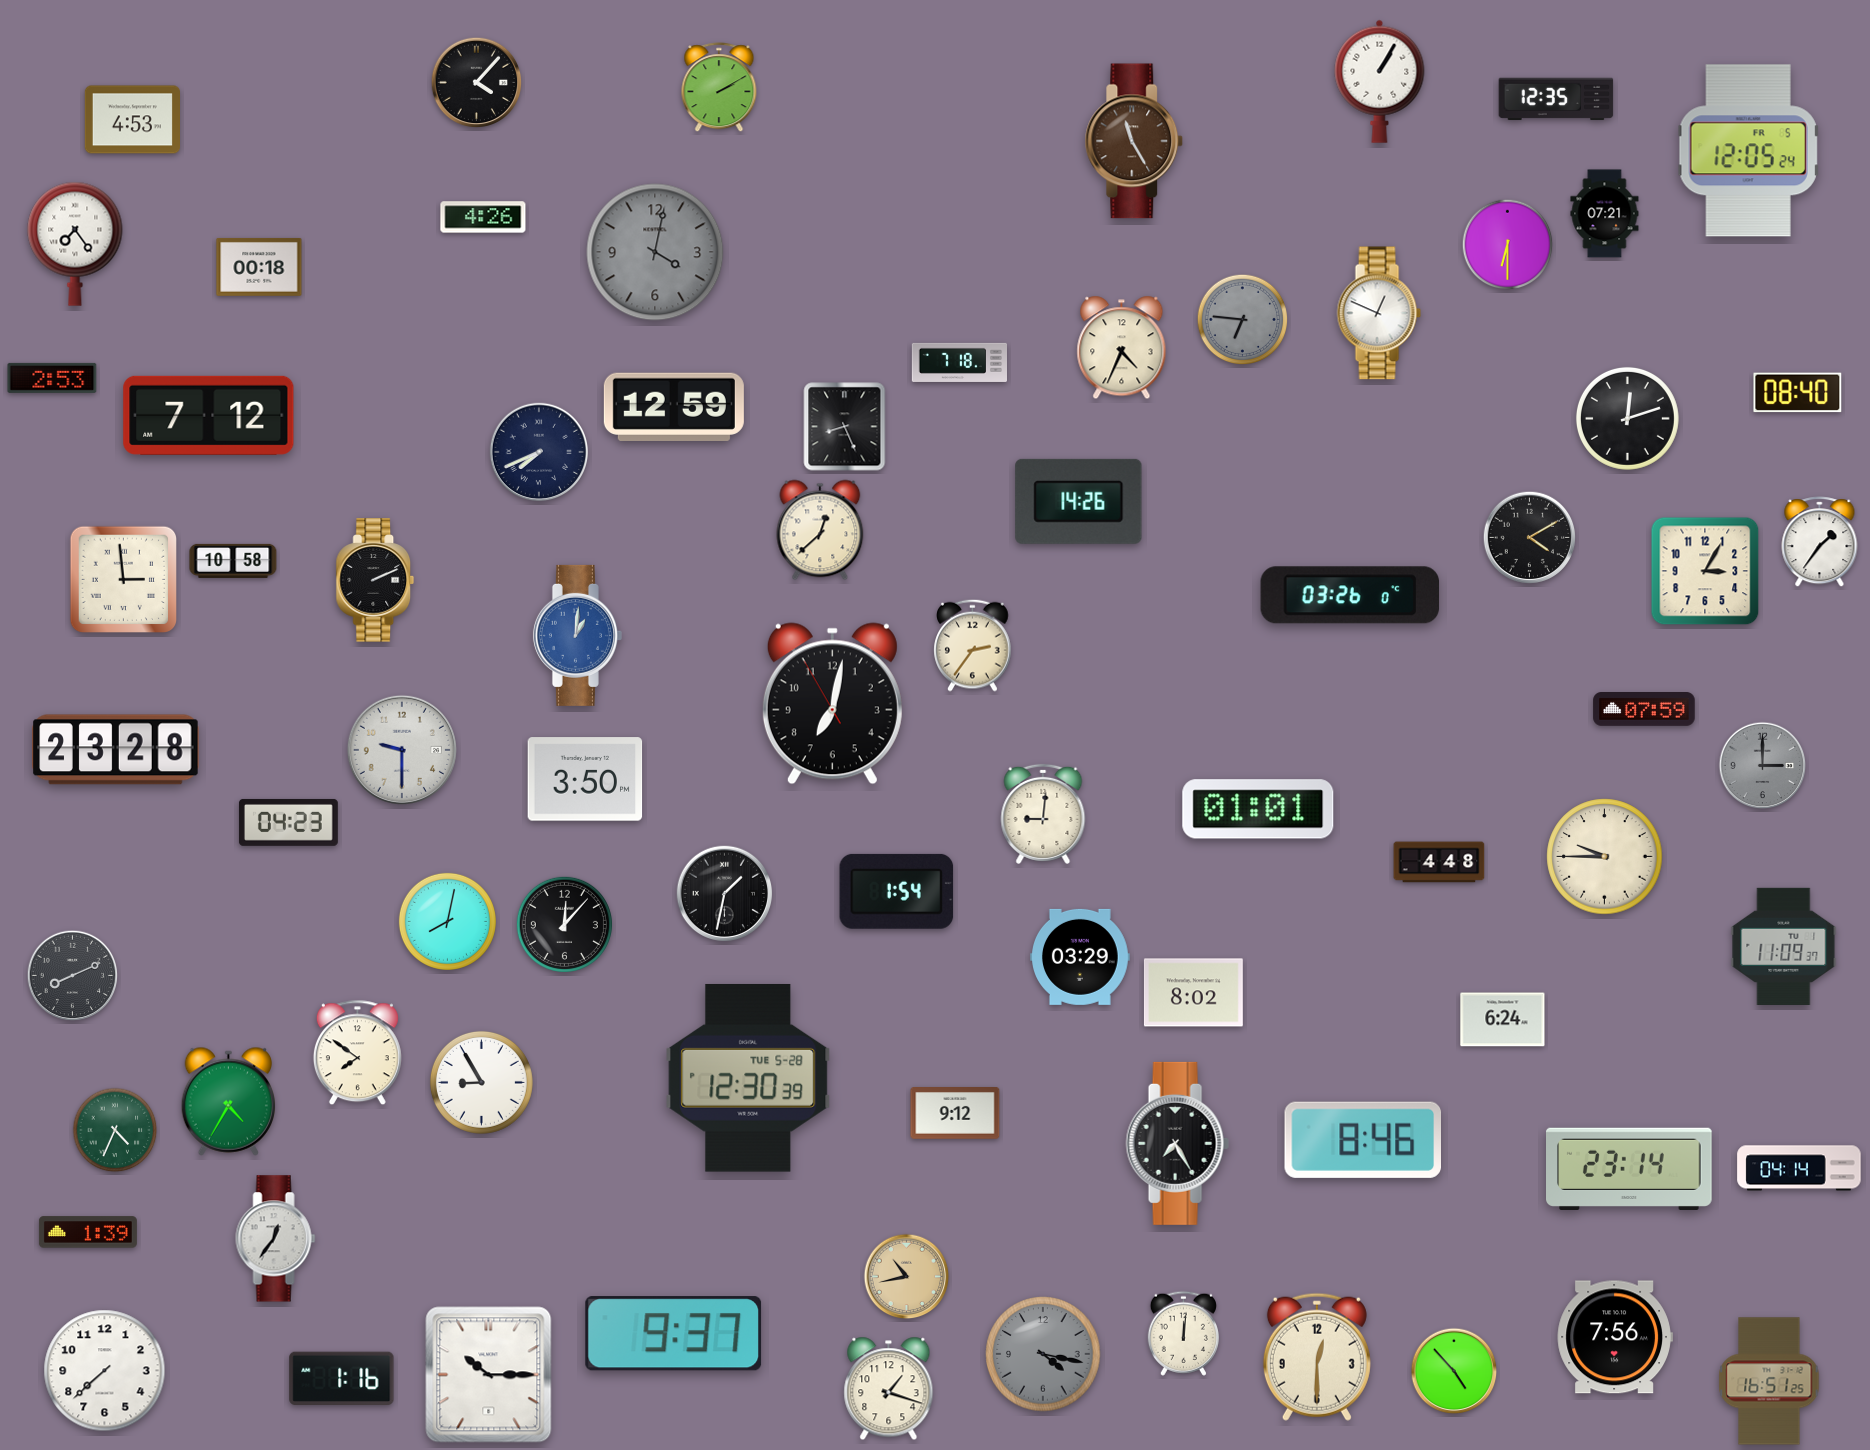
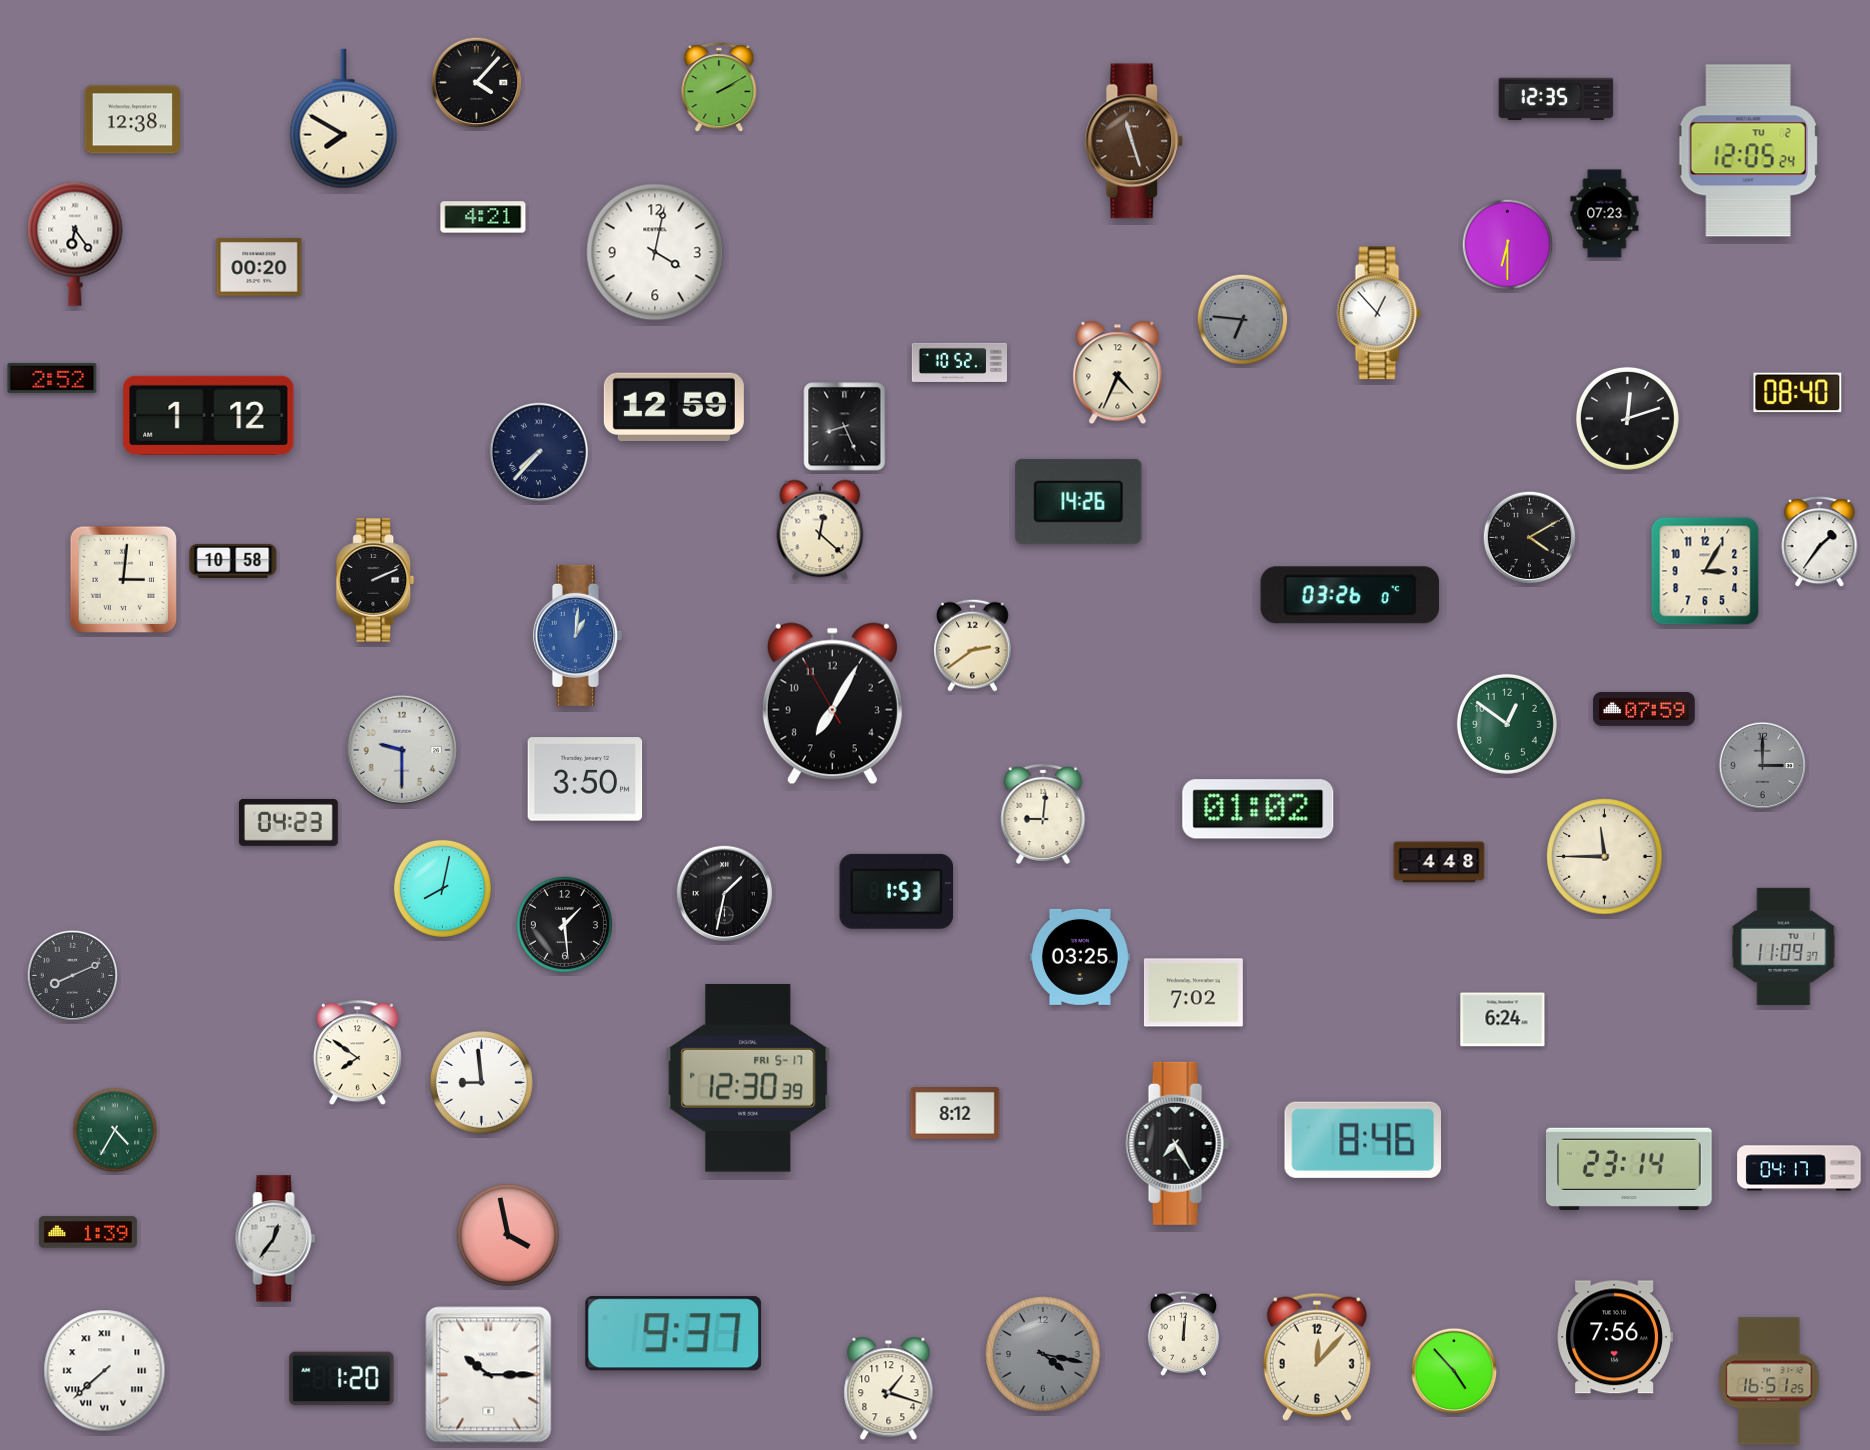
clock at (1380, 81): 1:05 -> none
clock at (344, 119): none -> 7:50
clock at (132, 120): 4:53 -> 12:38
clock at (1134, 141): 11:25 -> 11:27
clock at (1749, 151) date: FR 5 -> TU 2
clock at (1605, 214): 07:21 -> 07:23
clock at (483, 217): 4:26 -> 4:21
clock at (75, 244): 7:24 -> 6:24
clock at (655, 252) dial: grey -> white
clock at (259, 267): 00:18 -> 00:20
clock at (1379, 313): 12:49 -> 12:53
clock at (1122, 348) position: (1122, 348) -> (1118, 373)
clock at (959, 362): 7:18 -> 10:52
clock at (52, 378): 2:53 -> 2:52
clock at (209, 415): 7:12 -> 1:12
clock at (538, 451): 7:41 -> 7:37
clock at (820, 530): 12:38 -> 12:22
clock at (124, 580): 2:59 -> 3:01
clock at (973, 645): 2:36 -> 2:39
clock at (832, 704): 7:01 -> 7:04
clock at (1507, 724): none -> 12:51
clock at (116, 750): 23:28 -> none
clock at (1258, 809): 01:01 -> 01:02
clock at (1605, 857): 9:45 -> 11:45
clock at (897, 891): 1:54 -> 1:53
clock at (447, 921) position: (447, 921) -> (442, 888)
clock at (564, 924): 12:07 -> 1:29
clock at (1081, 957): 03:29 -> 03:25
clock at (1193, 993): 8:02 -> 7:02
clock at (748, 1078) date: TUE 5-28 -> FRI 5-17
clock at (481, 1082): 8:55 -> 8:59
clock at (228, 1101): 4:35 -> none
clock at (955, 1113): 9:12 -> 8:12
clock at (115, 1130): 4:34 -> 4:35
clock at (1799, 1168): 04:14 -> 04:17
clock at (508, 1235): none -> 3:58
clock at (907, 1277): 10:43 -> none
clock at (1317, 1357): 12:30 -> 12:07
clock at (105, 1371) numerals: Arabic -> Roman
clock at (342, 1379): 1:16 -> 1:20
